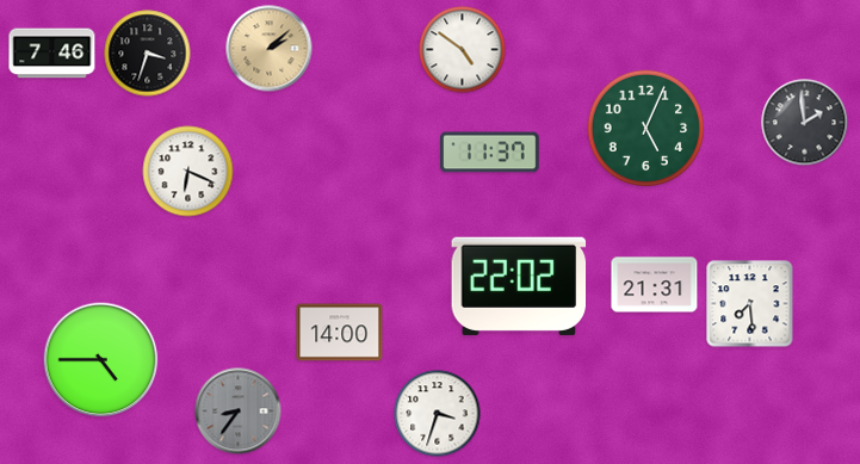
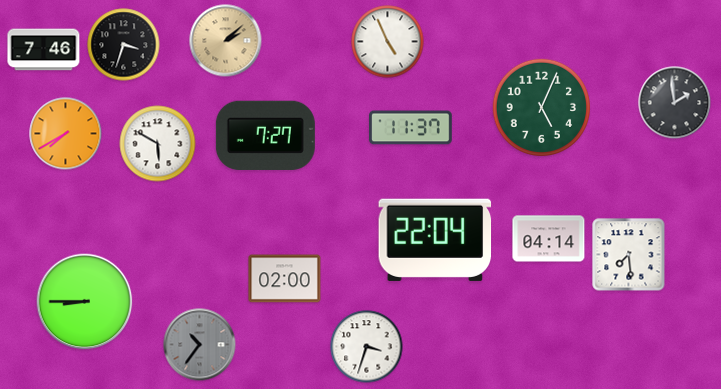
clock at (463, 50): 4:51 -> 4:56
clock at (52, 54) position: (52, 54) -> (44, 50)
clock at (66, 134): none -> 7:40
clock at (265, 135): none -> 7:27
clock at (188, 172): 6:19 -> 5:50
clock at (655, 285): 21:31 -> 04:14
clock at (519, 286): 22:02 -> 22:04
clock at (340, 333): 14:00 -> 02:00
clock at (101, 360): 4:45 -> 8:45
clock at (239, 412): 8:36 -> 10:36
